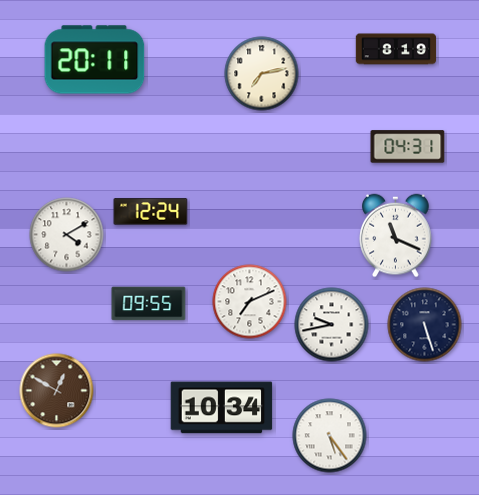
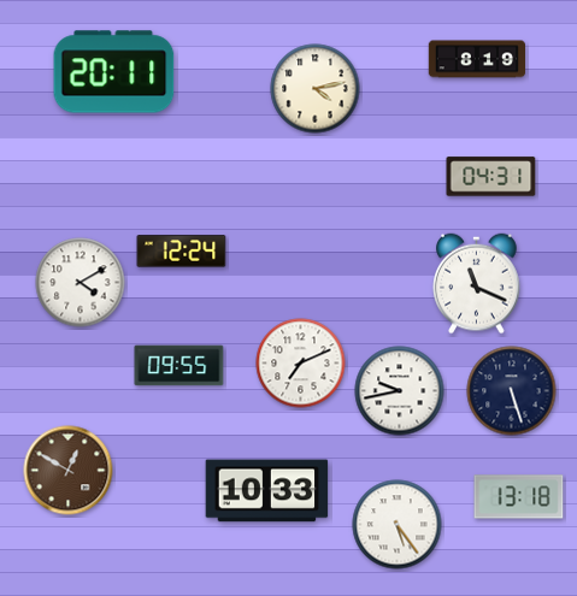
clock at (262, 74): 7:13 -> 4:13
clock at (151, 212) position: (151, 212) -> (182, 252)
clock at (222, 408): 10:34 -> 10:33
clock at (519, 497): none -> 13:18
